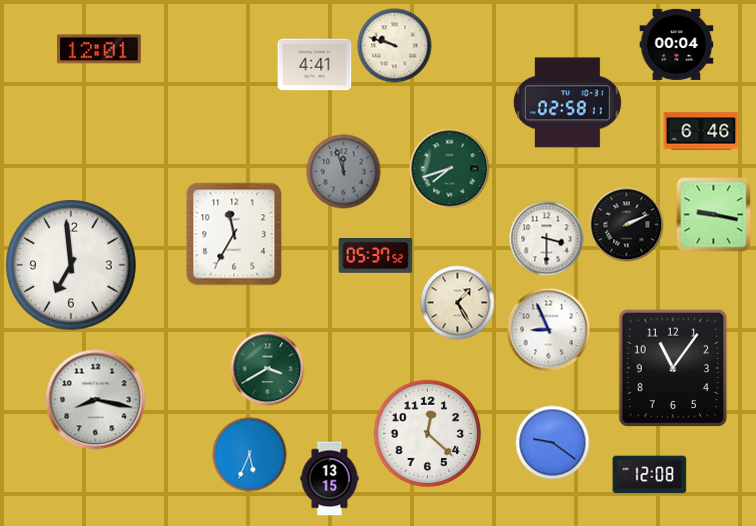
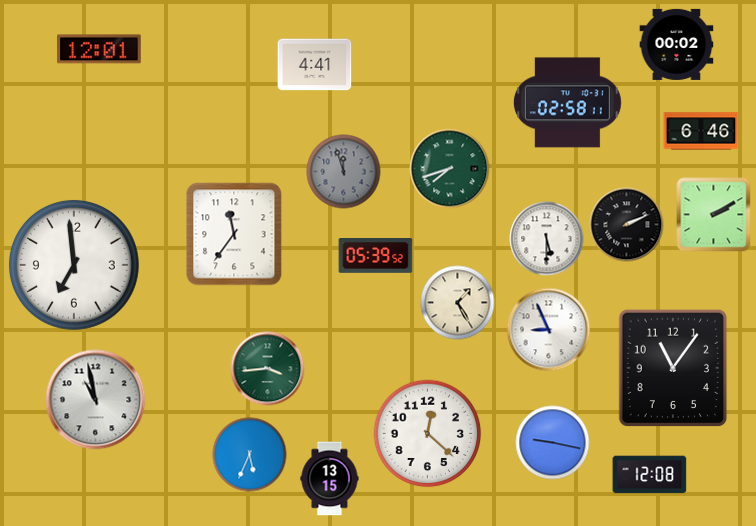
clock at (677, 44): 00:04 -> 00:02
clock at (395, 46): 9:48 -> none
clock at (714, 215): 9:17 -> 2:10
clock at (234, 234): 11:35 -> 11:36
clock at (547, 239): 3:30 -> 5:30
clock at (376, 256): 05:37 -> 05:39
clock at (71, 265) position: (71, 265) -> (74, 265)
clock at (268, 369): 3:40 -> 3:44
clock at (96, 400): 8:17 -> 10:58
clock at (553, 443): 9:21 -> 9:17
